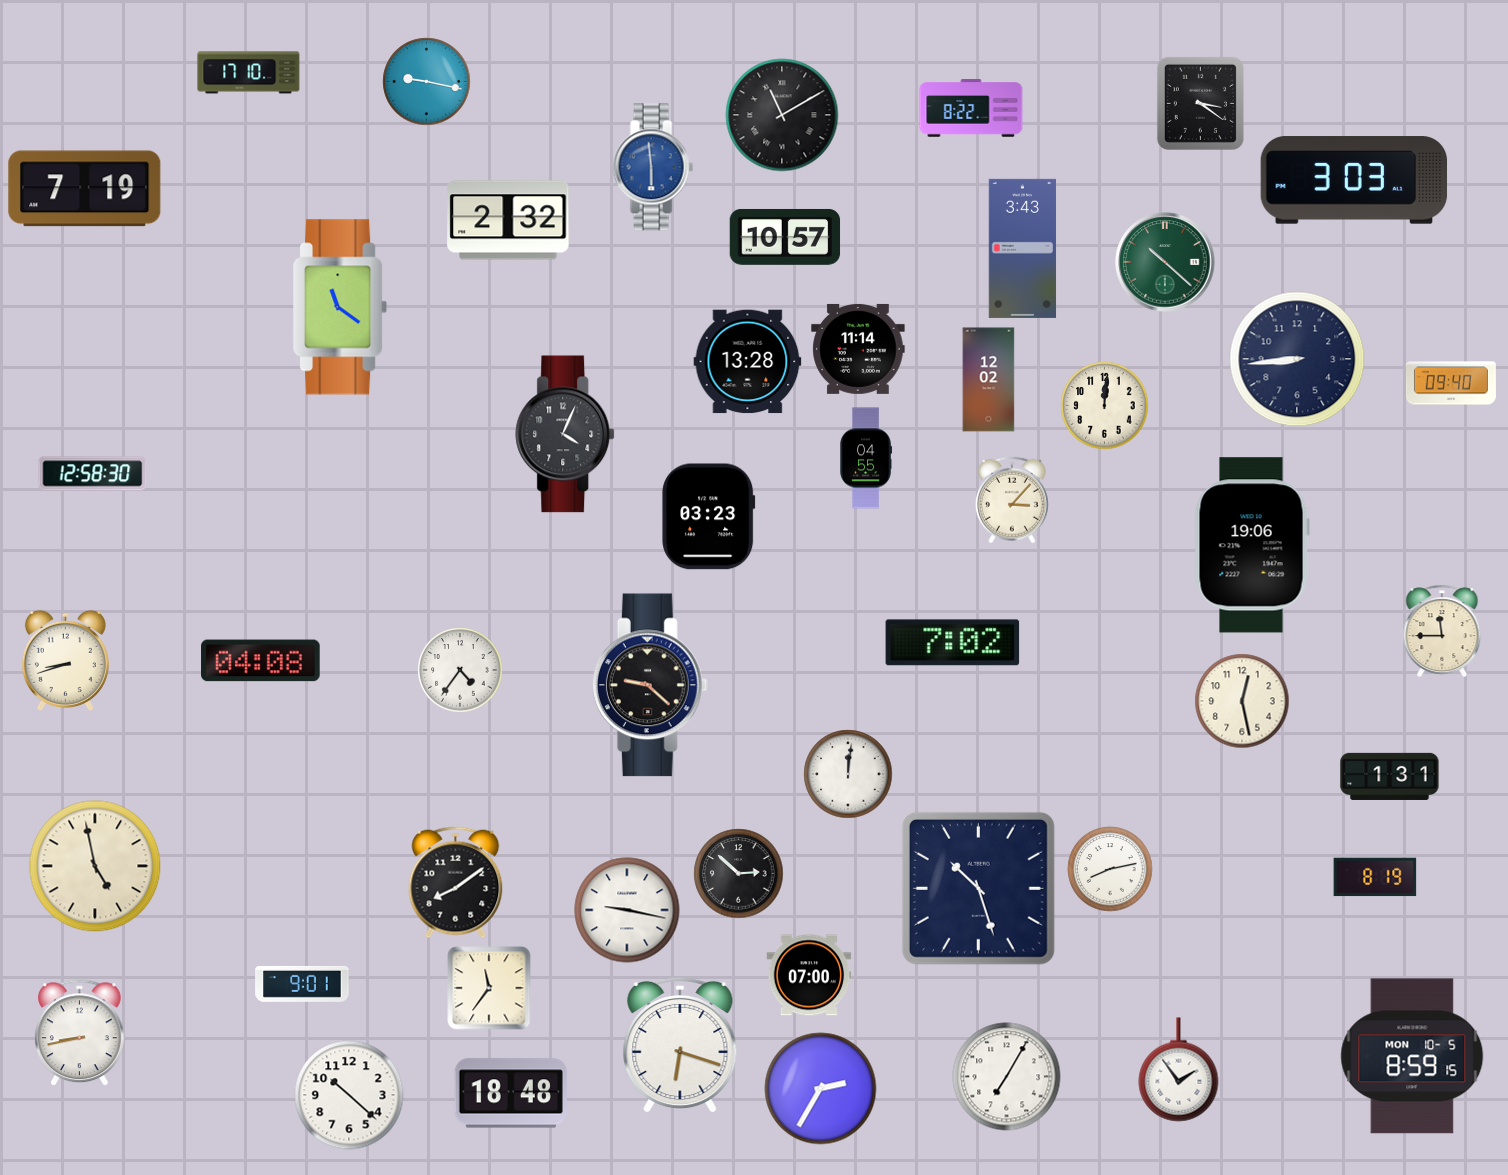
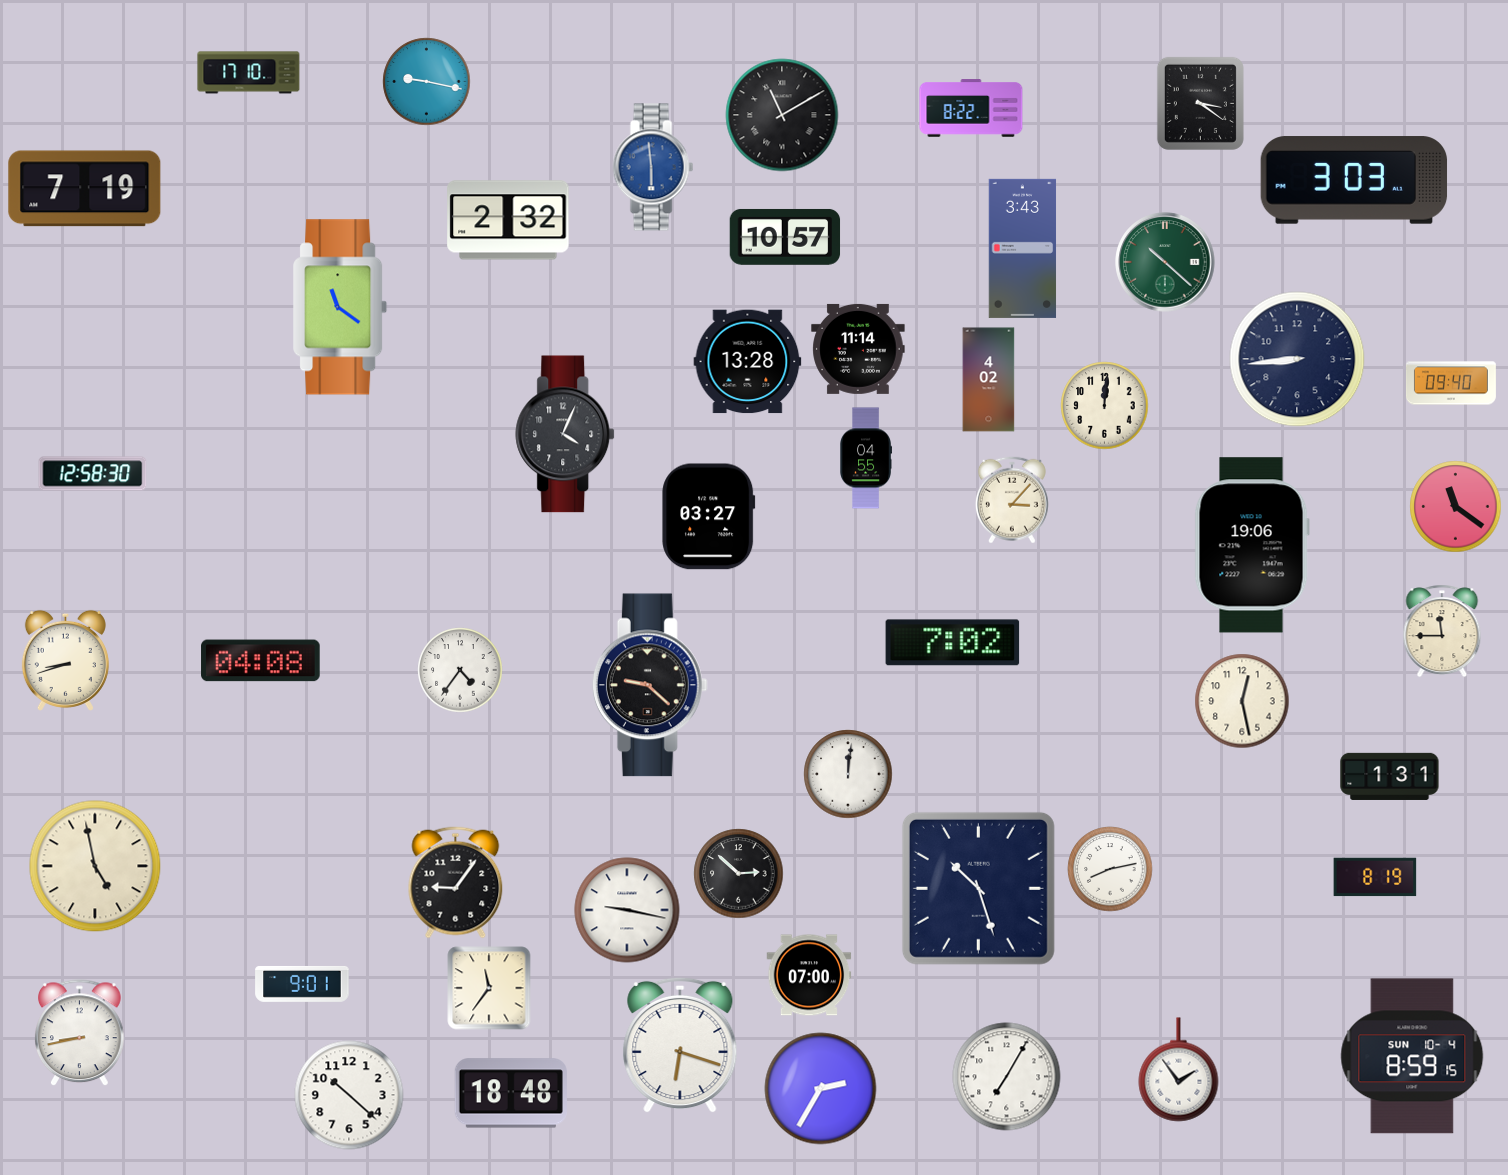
clock at (989, 380): 12:02 -> 4:02
clock at (1456, 507): none -> 11:21
clock at (709, 517): 03:23 -> 03:27
clock at (456, 883): 8:09 -> 9:06
clock at (1412, 1056) date: MON 10-5 -> SUN 10-4
